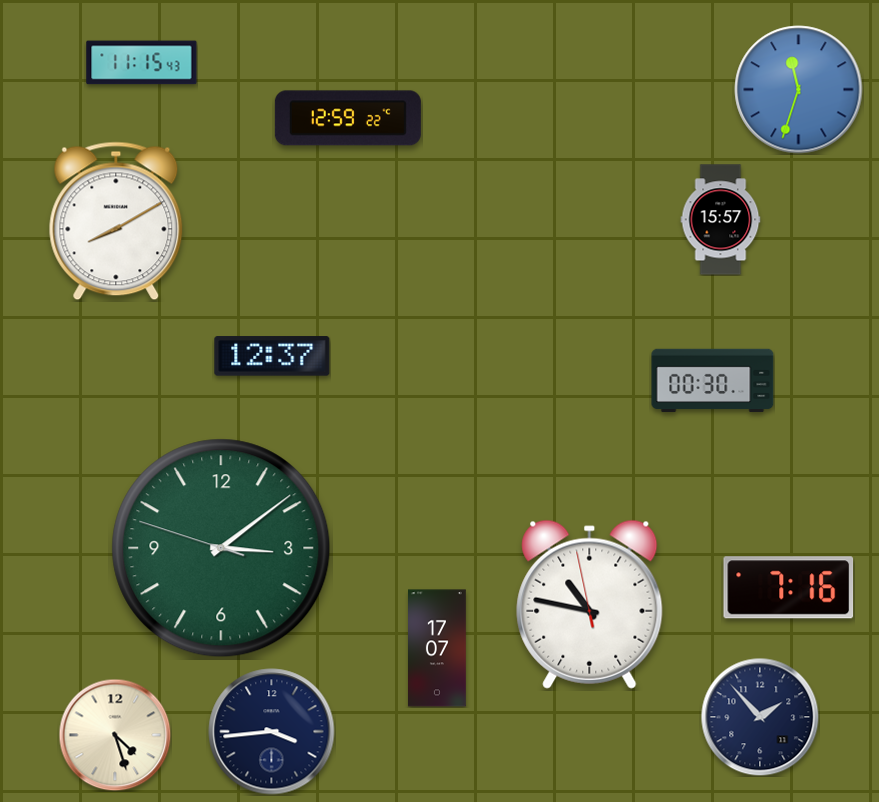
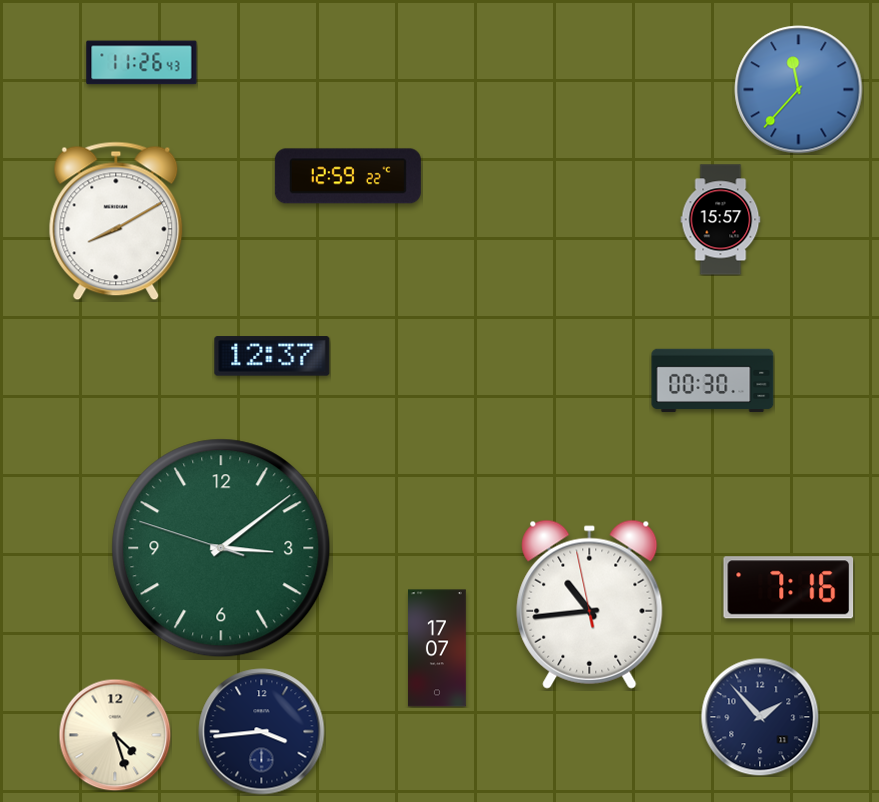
clock at (142, 63): 11:15 -> 11:26
clock at (799, 90): 11:33 -> 11:37
clock at (348, 118) position: (348, 118) -> (348, 176)
clock at (590, 604): 10:46 -> 10:43
clock at (272, 732) position: (272, 732) -> (262, 732)
